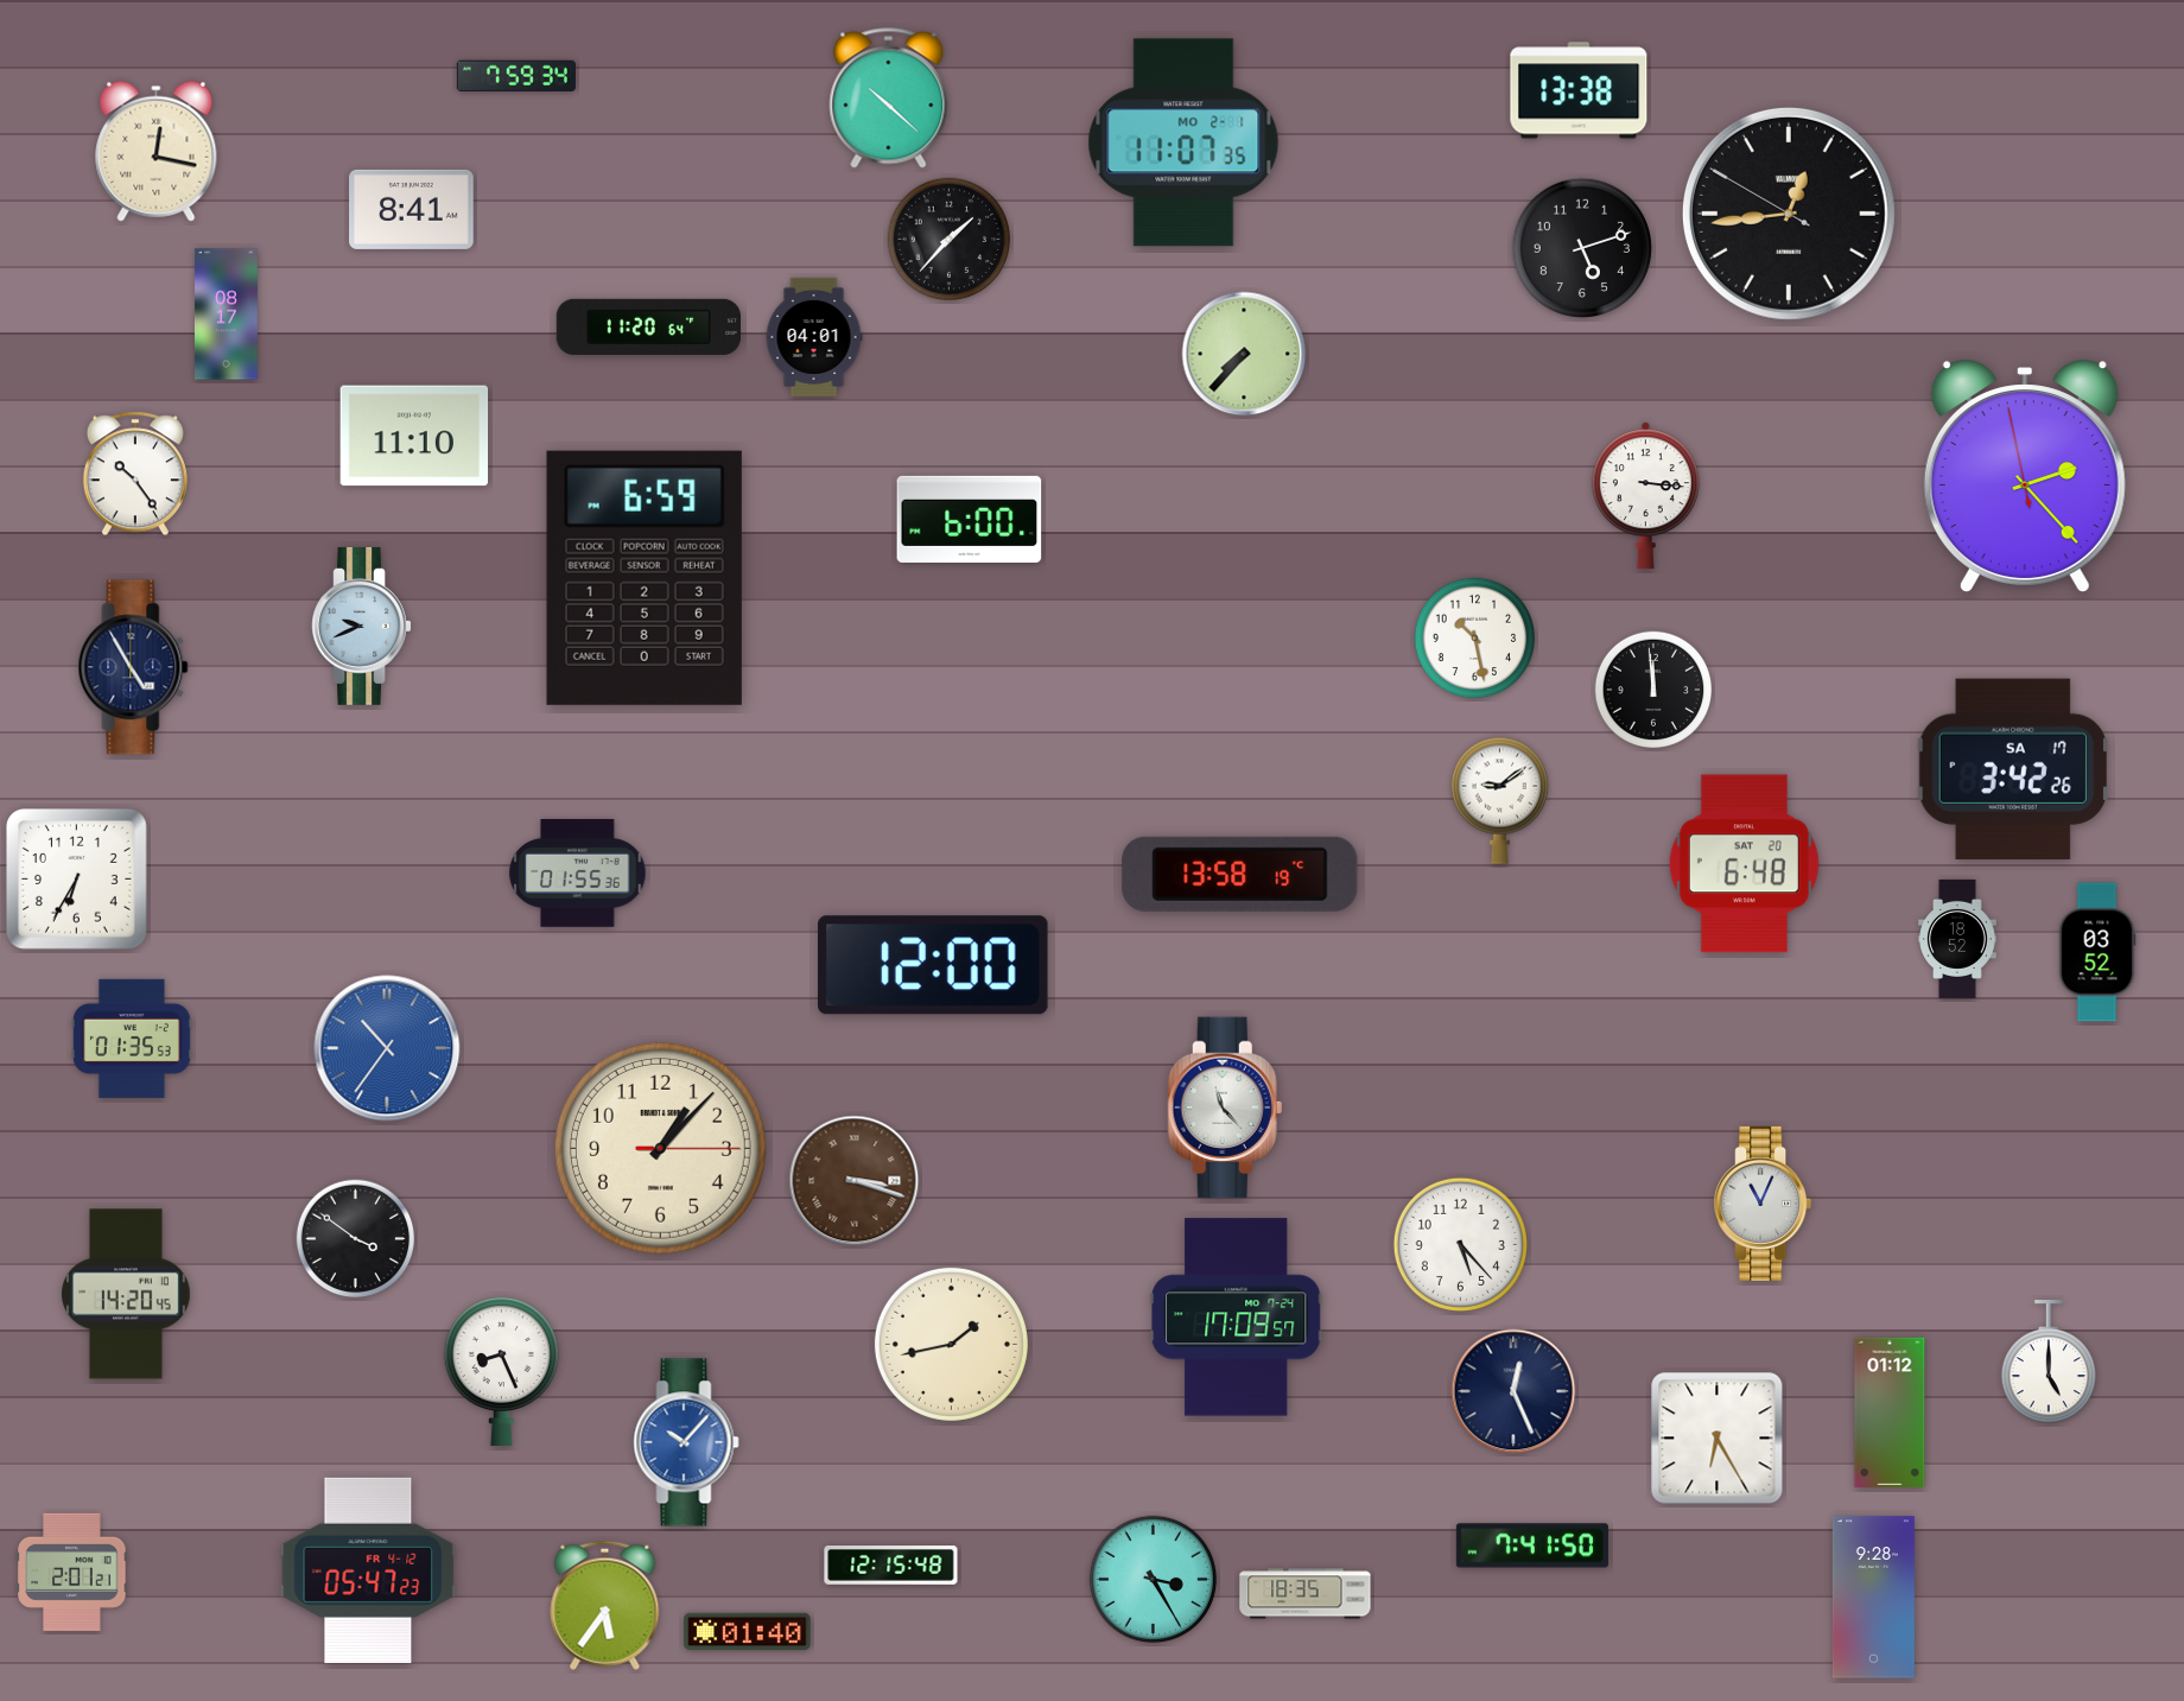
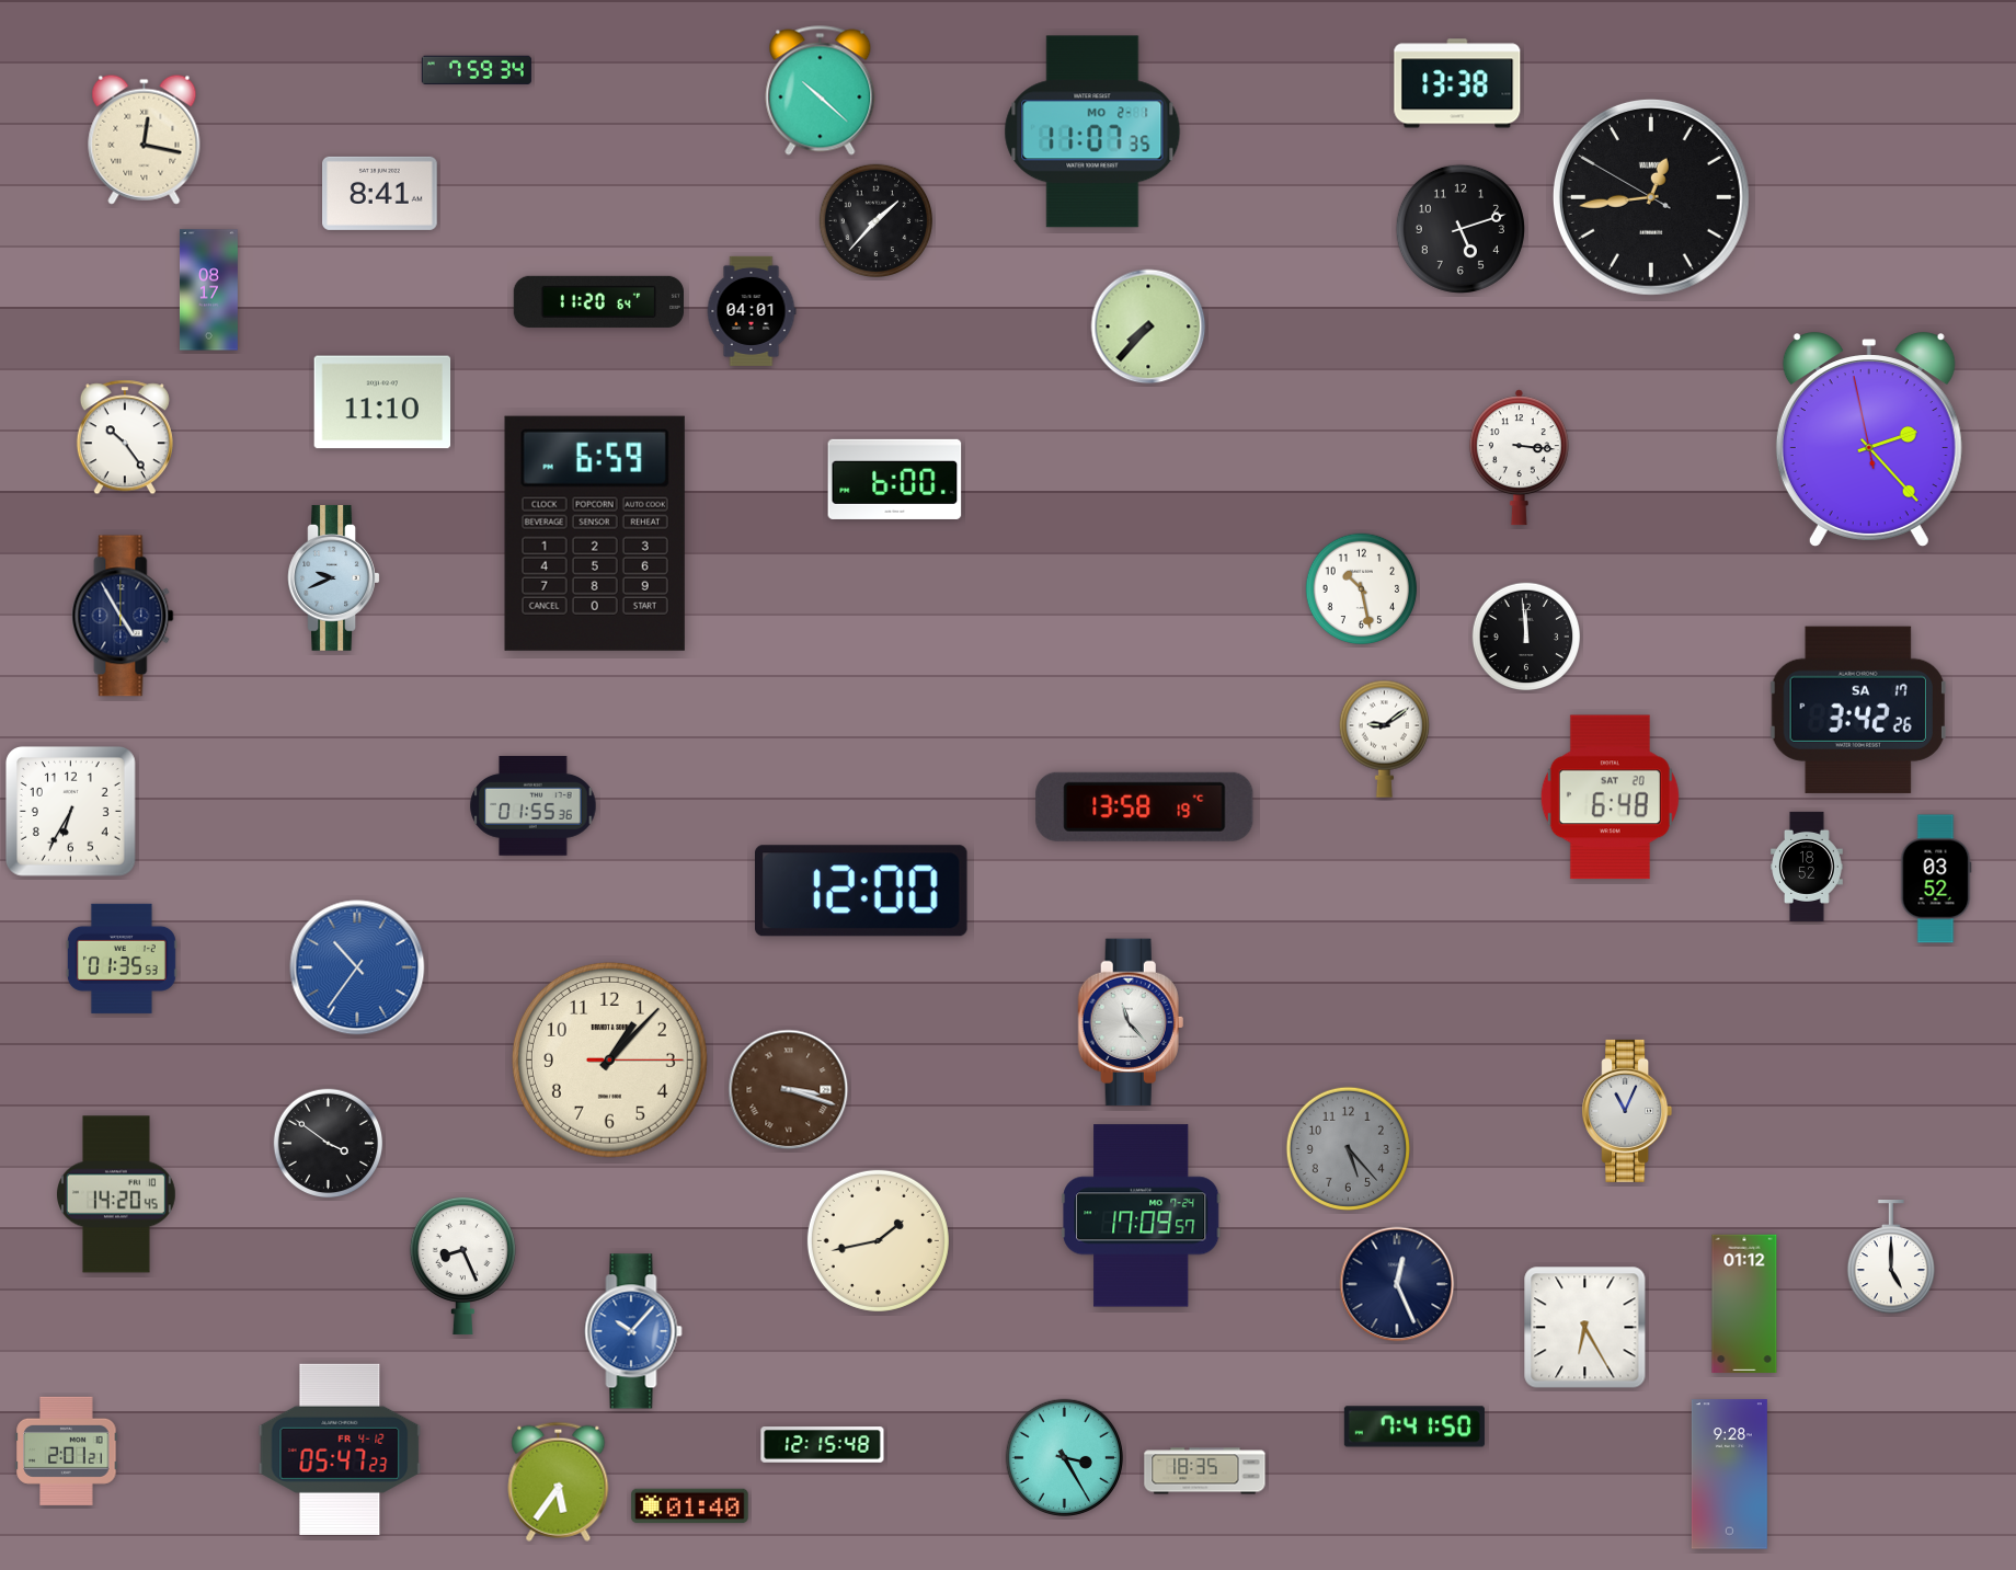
clock at (1460, 1244) dial: white -> grey
